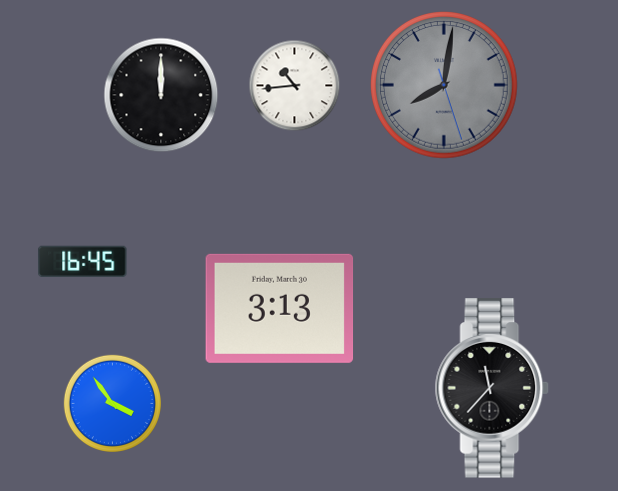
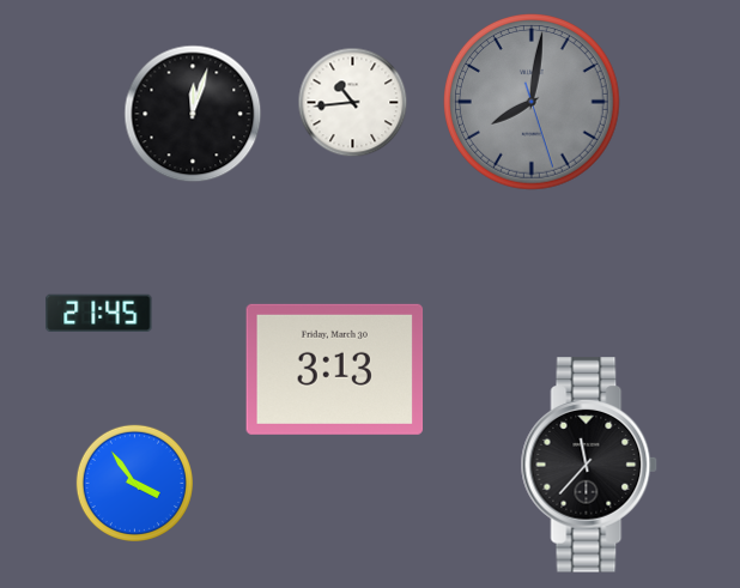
clock at (161, 95): 12:00 -> 12:03
clock at (83, 261): 16:45 -> 21:45
